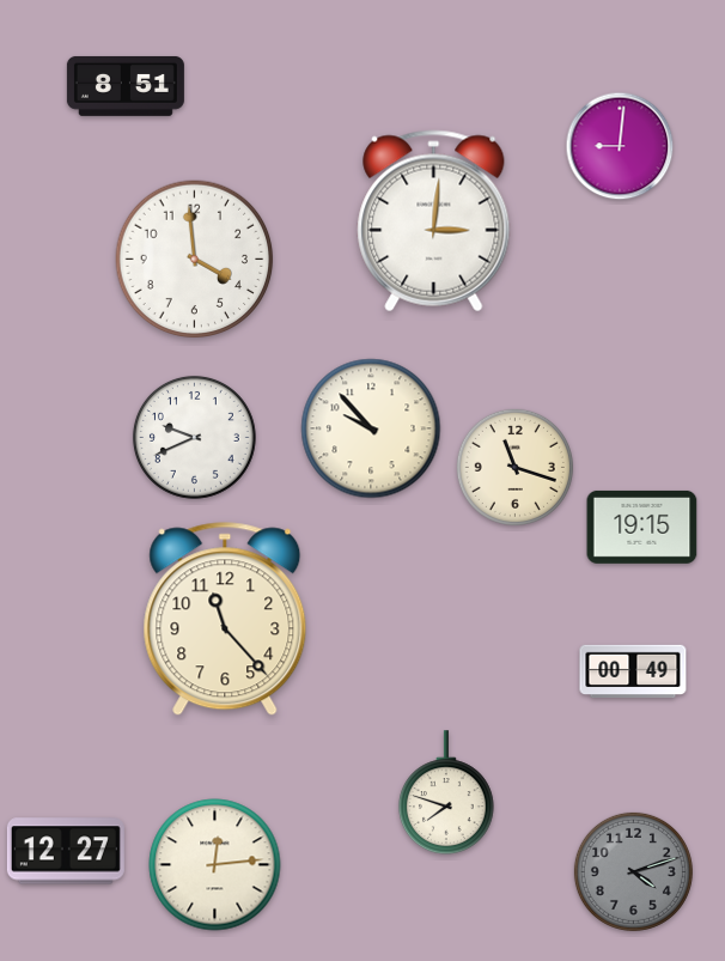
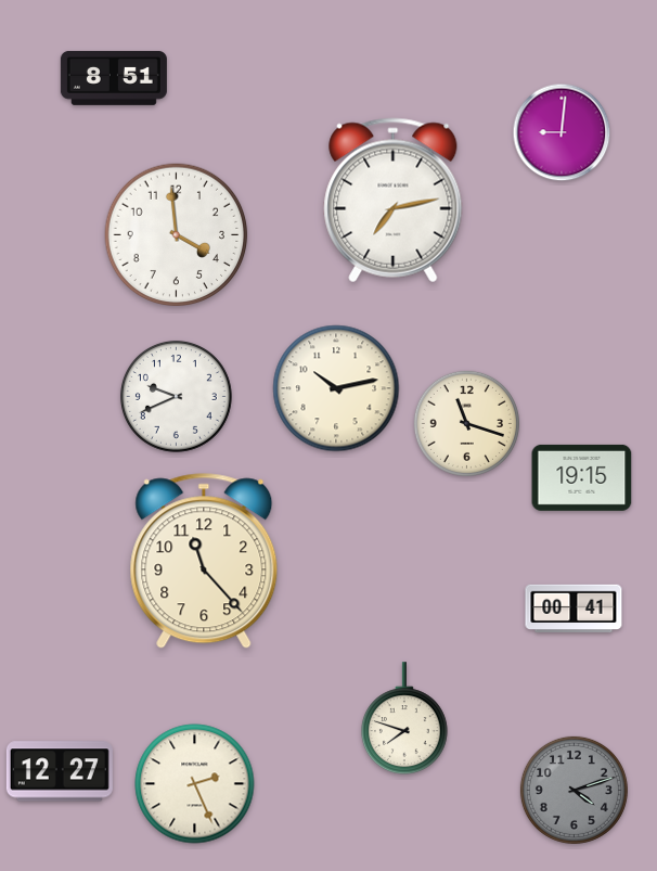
clock at (434, 221): 3:01 -> 7:13
clock at (371, 428): 9:53 -> 10:13
clock at (633, 671): 00:49 -> 00:41
clock at (215, 865): 12:14 -> 2:26
